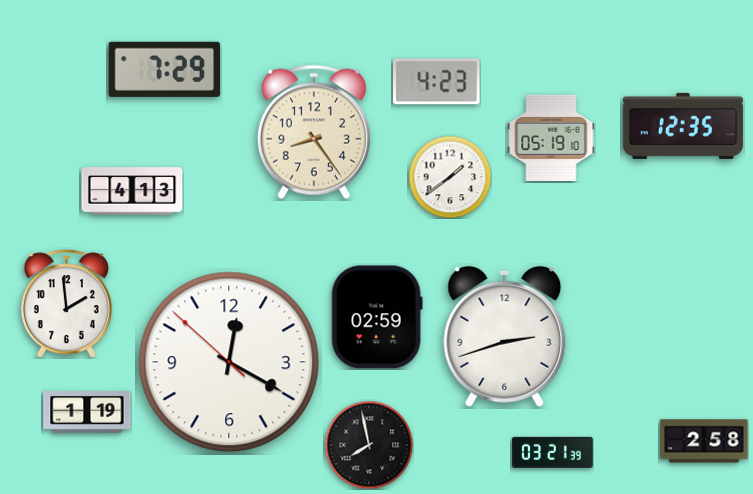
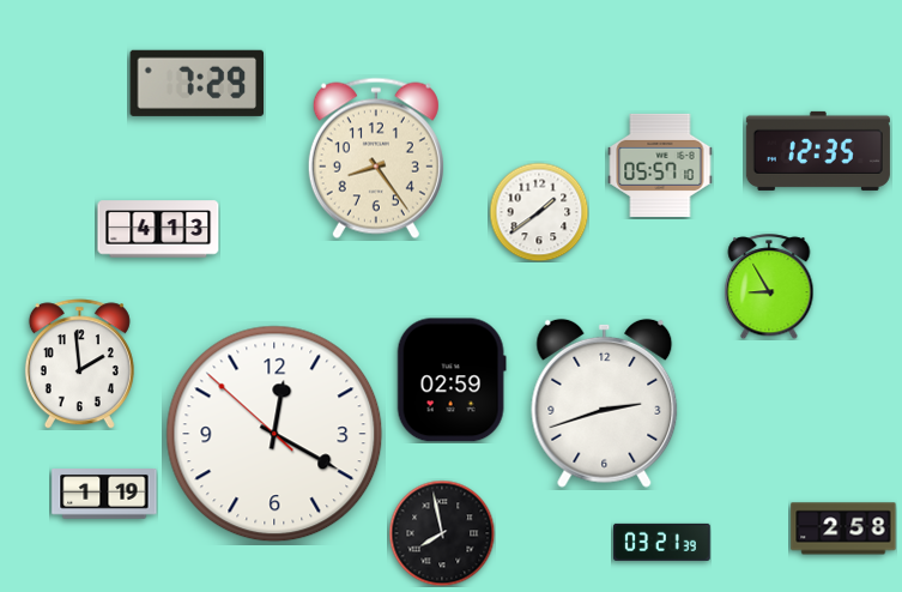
clock at (437, 82): 4:23 -> none
clock at (551, 138): 05:19 -> 05:57
clock at (769, 286): none -> 8:55
